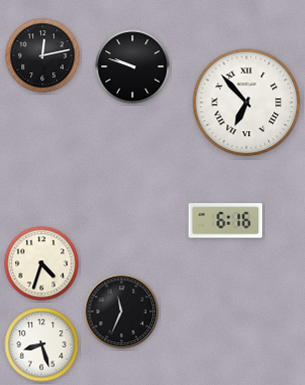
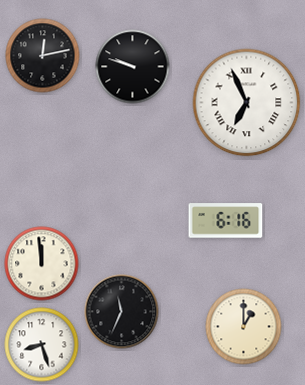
clock at (247, 103): 6:53 -> 6:56
clock at (42, 264): 4:33 -> 11:59
clock at (244, 327): none -> 1:00
